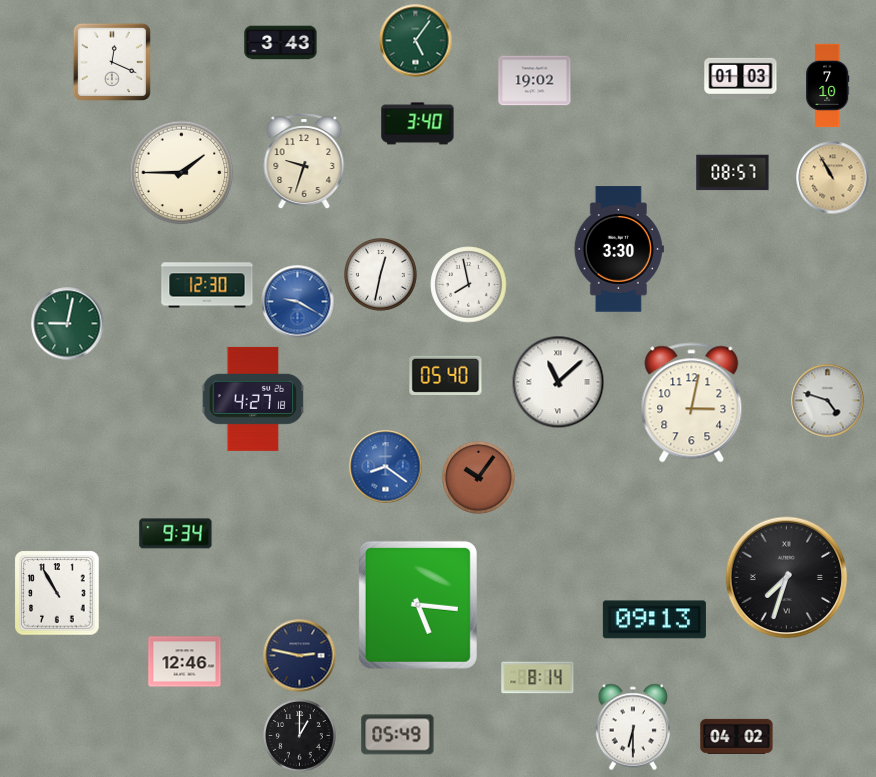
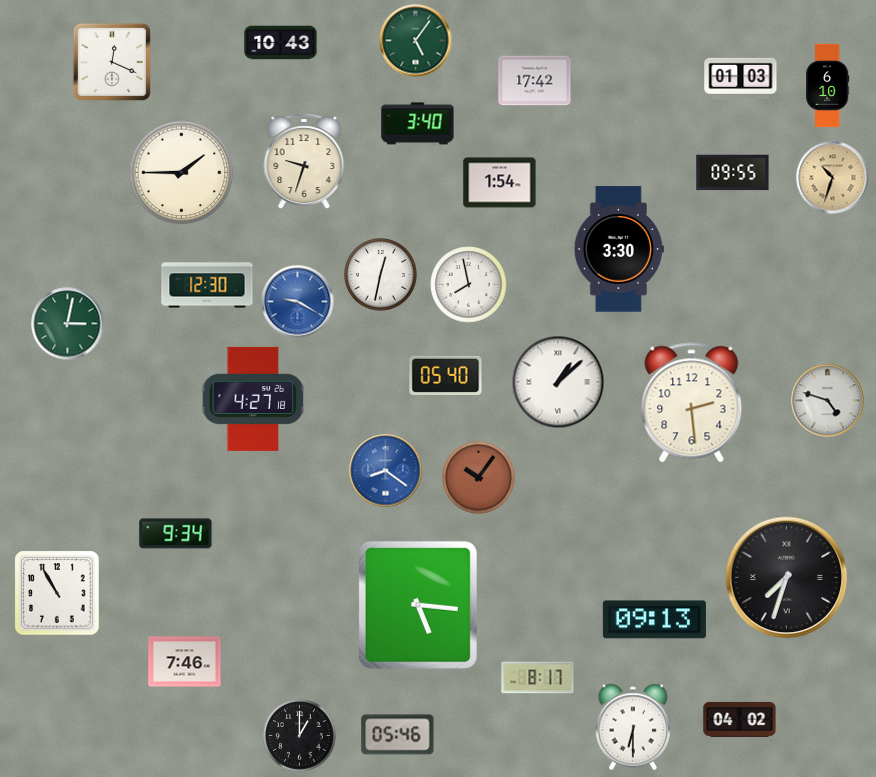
clock at (281, 43): 3:43 -> 10:43
clock at (535, 81): 19:02 -> 17:42
clock at (828, 86): 7:10 -> 6:10
clock at (733, 173): 08:57 -> 09:55
clock at (833, 178): 10:55 -> 10:33
clock at (500, 183): none -> 1:54
clock at (68, 324): 9:02 -> 3:02
clock at (558, 382): 11:08 -> 1:08
clock at (692, 403): 3:02 -> 2:29
clock at (386, 467) position: (386, 467) -> (386, 471)
clock at (300, 656): 2:47 -> none
clock at (185, 662): 12:46 -> 7:46
clock at (538, 678): 8:14 -> 8:17
clock at (398, 735): 05:49 -> 05:46
clock at (737, 736) position: (737, 736) -> (740, 719)
